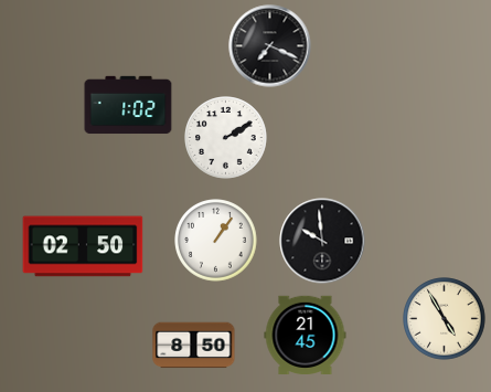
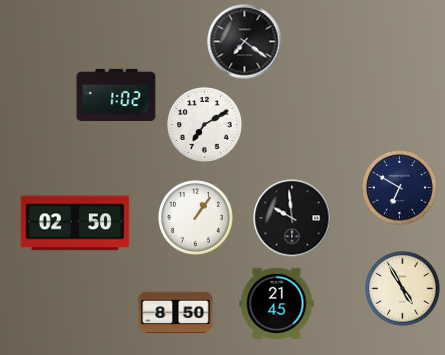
clock at (270, 46): 7:19 -> 7:21
clock at (226, 138): 2:10 -> 7:10
clock at (400, 188): none -> 6:50
